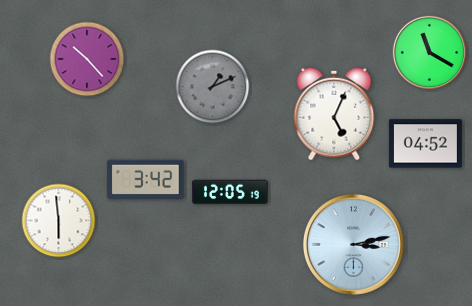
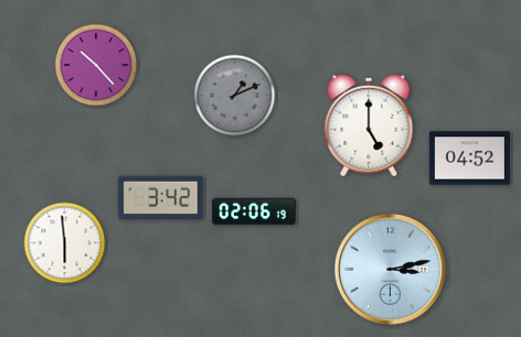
clock at (429, 52): 11:20 -> none
clock at (334, 114): 5:04 -> 5:00
clock at (230, 192): 12:05 -> 02:06
